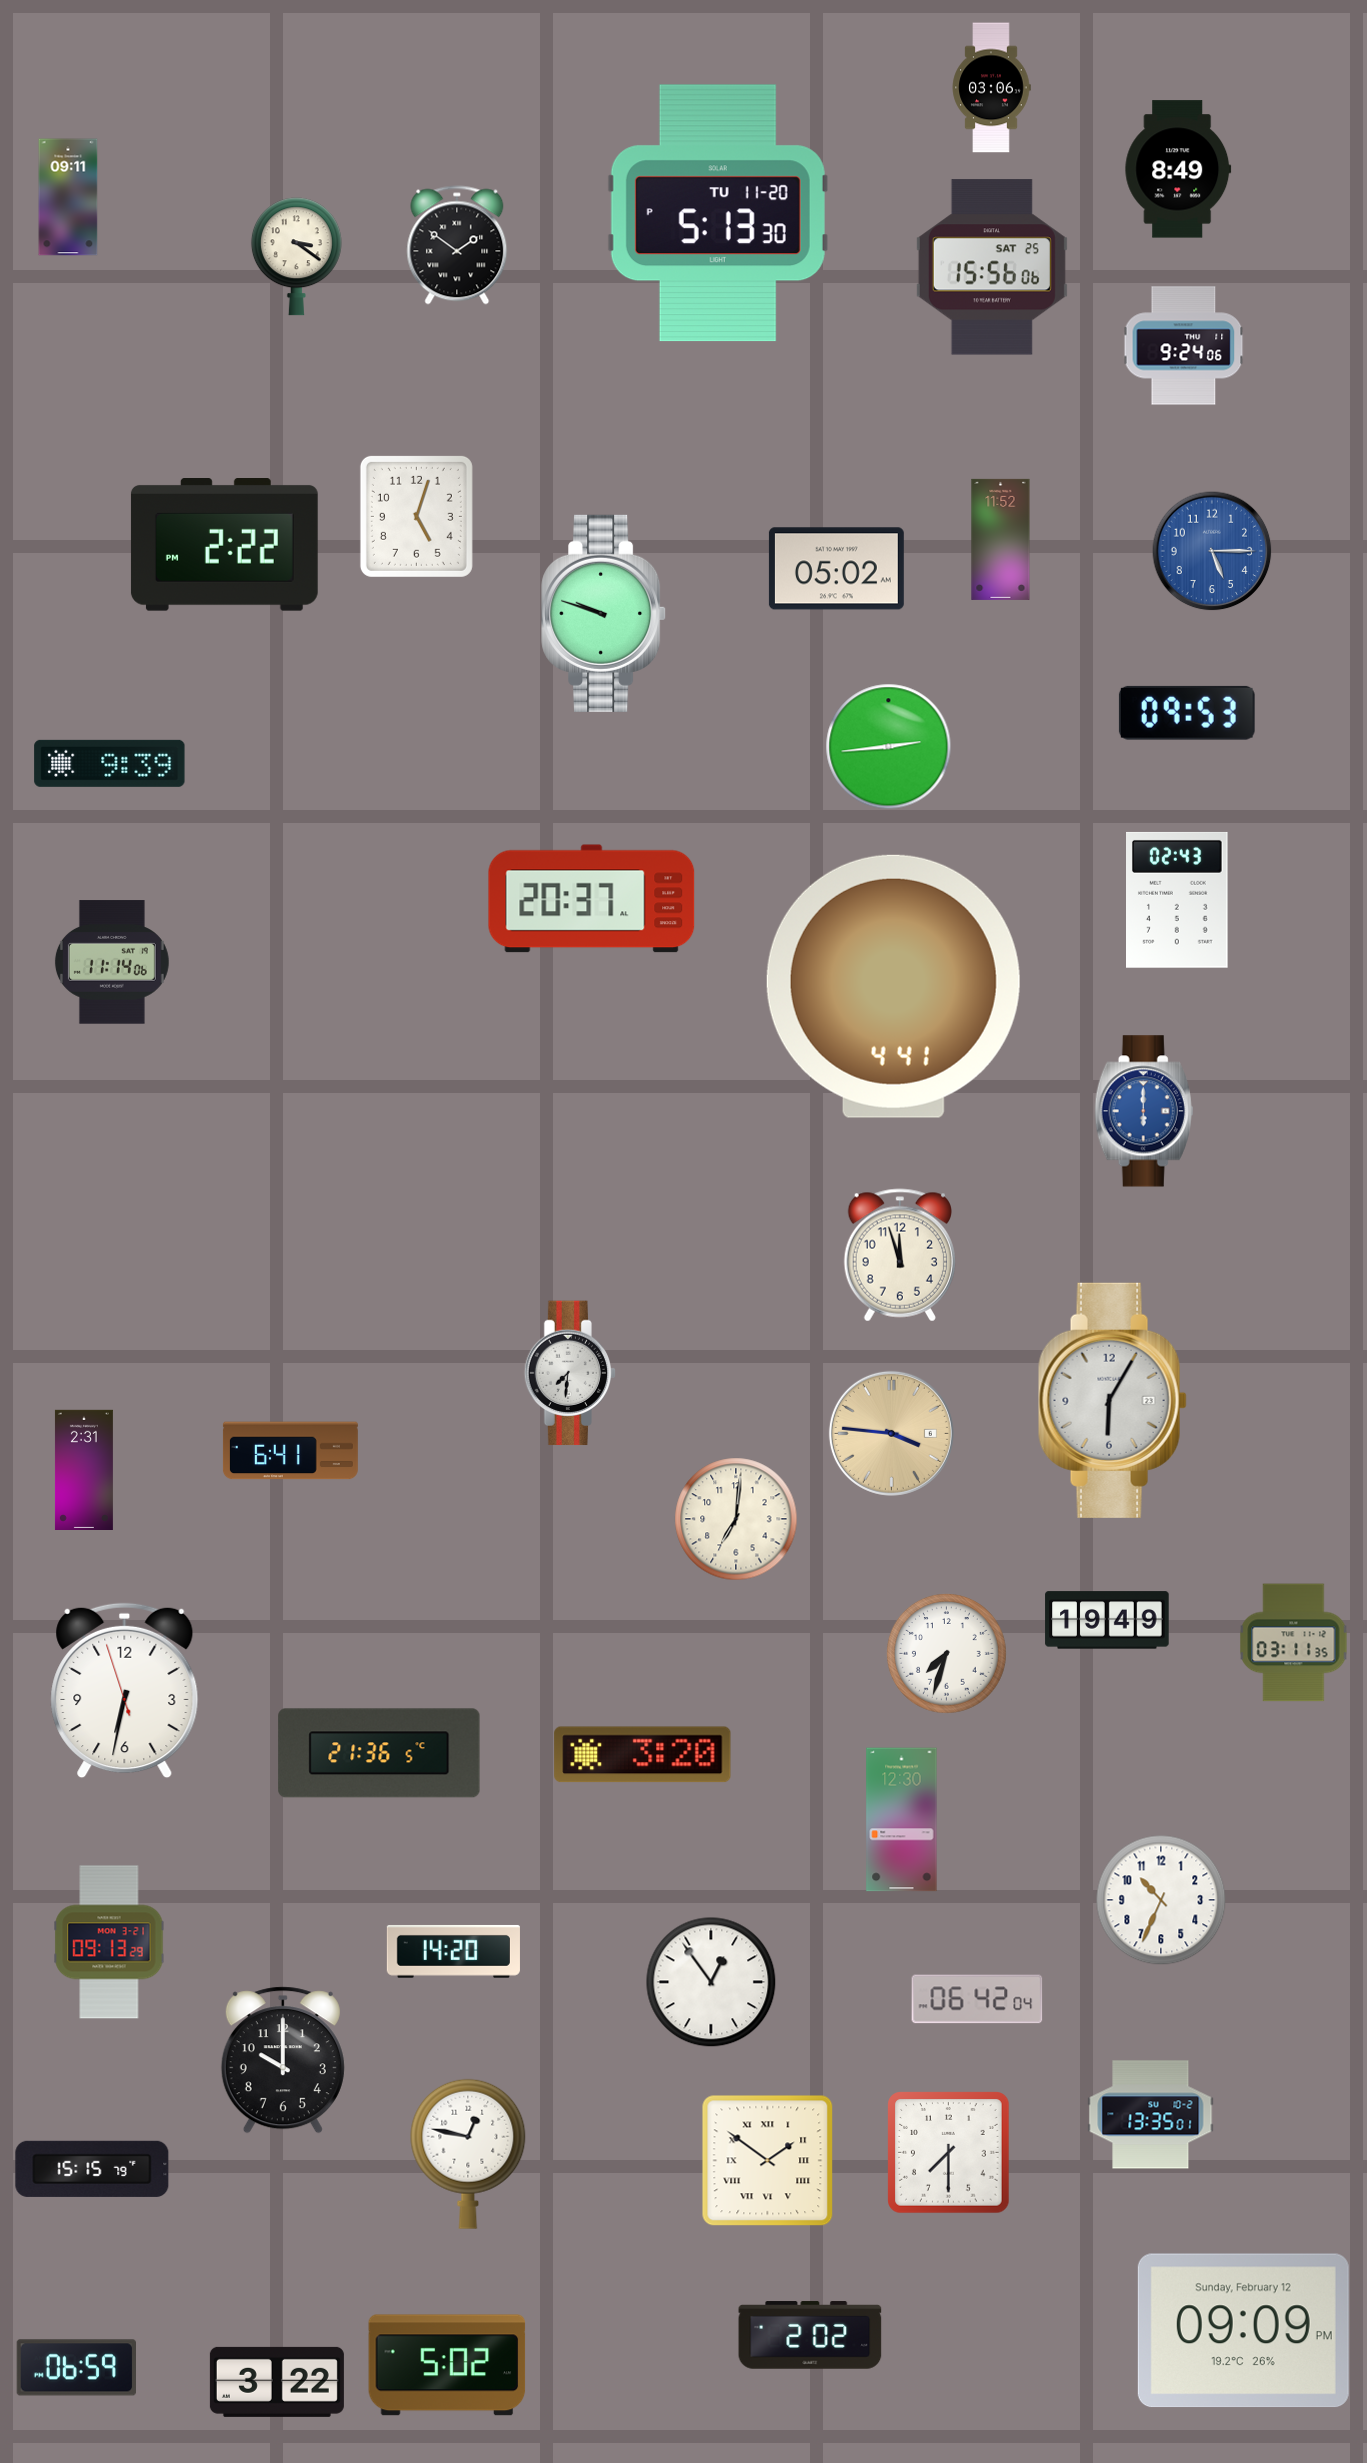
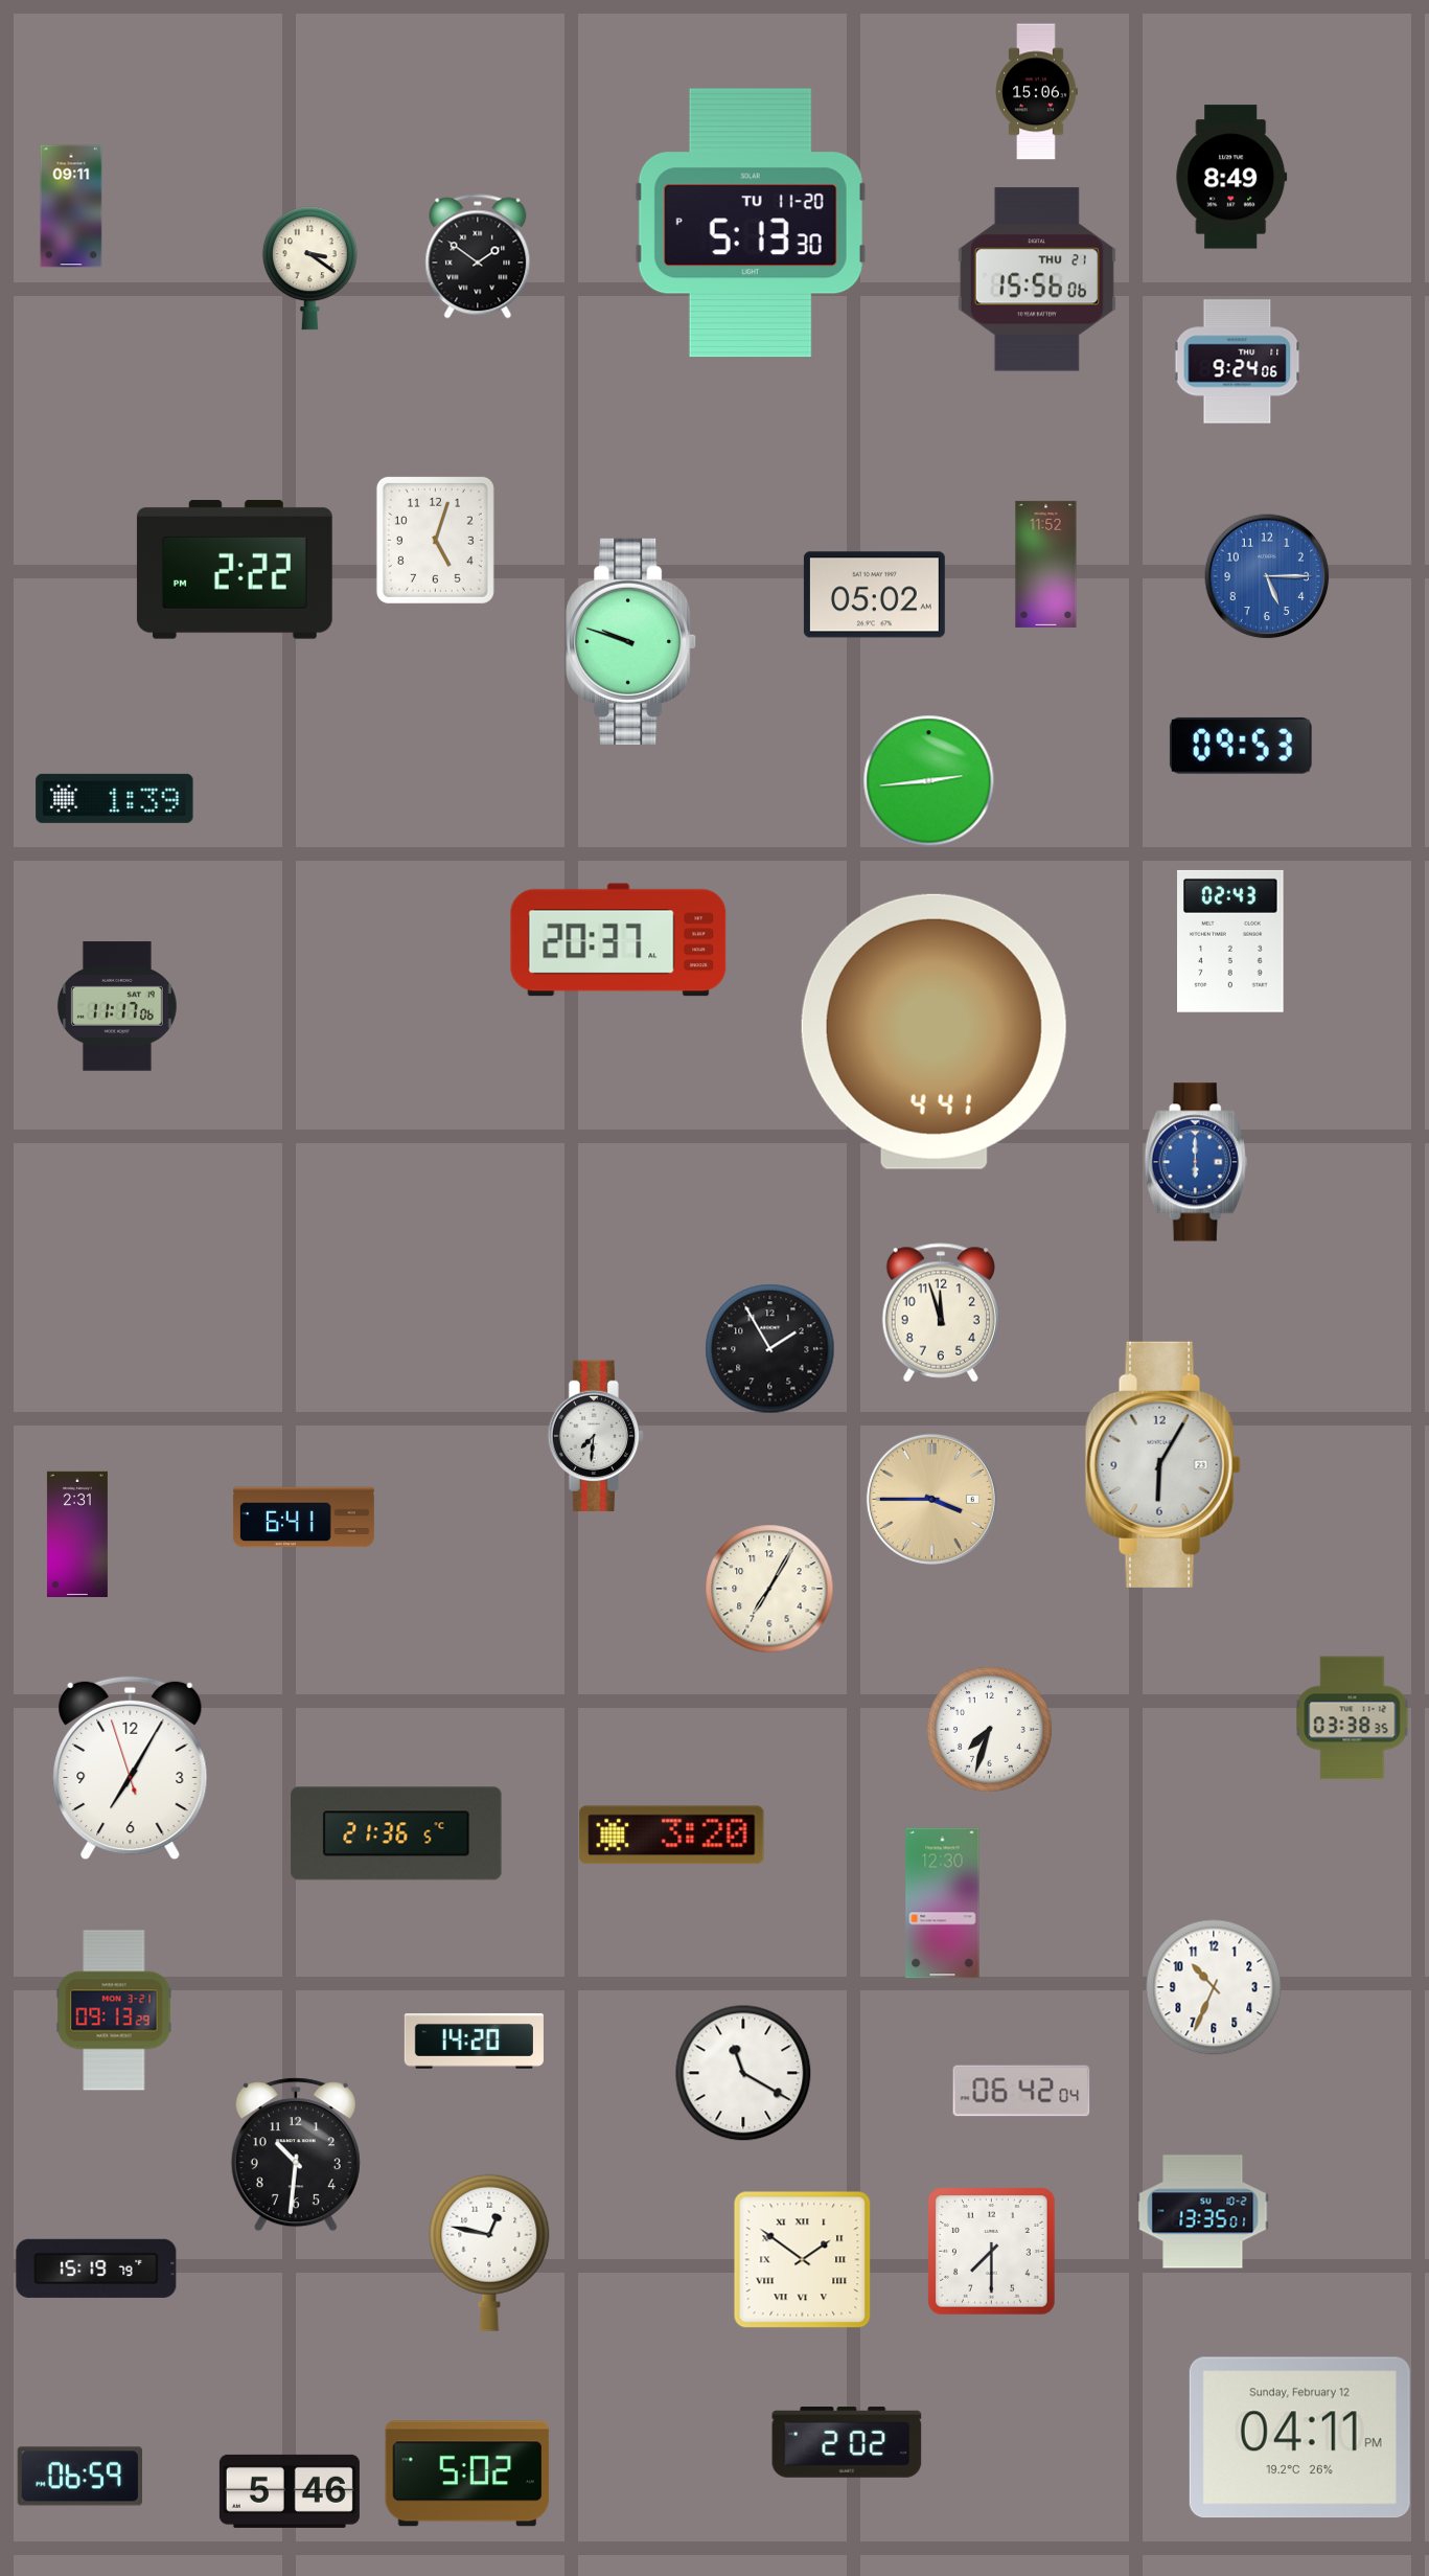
clock at (991, 88): 03:06 -> 15:06
clock at (992, 267) date: SAT 25 -> THU 21
clock at (110, 763): 9:39 -> 1:39
clock at (112, 962): 11:14 -> 11:17
clock at (770, 1349): none -> 1:55
clock at (891, 1433): 3:46 -> 3:45
clock at (84, 1469) position: (84, 1469) -> (77, 1533)
clock at (736, 1519): 7:01 -> 7:05
clock at (1107, 1620): 19:49 -> none
clock at (1294, 1643): 03:11 -> 03:38
clock at (125, 1691): 6:31 -> 7:04
clock at (109, 1942) position: (109, 1942) -> (114, 2010)
clock at (711, 1982): 12:54 -> 11:20
clock at (283, 2060): 10:00 -> 10:31
clock at (92, 2169): 15:15 -> 15:19
clock at (1243, 2331): 09:09 -> 04:11
clock at (277, 2382): 3:22 -> 5:46
